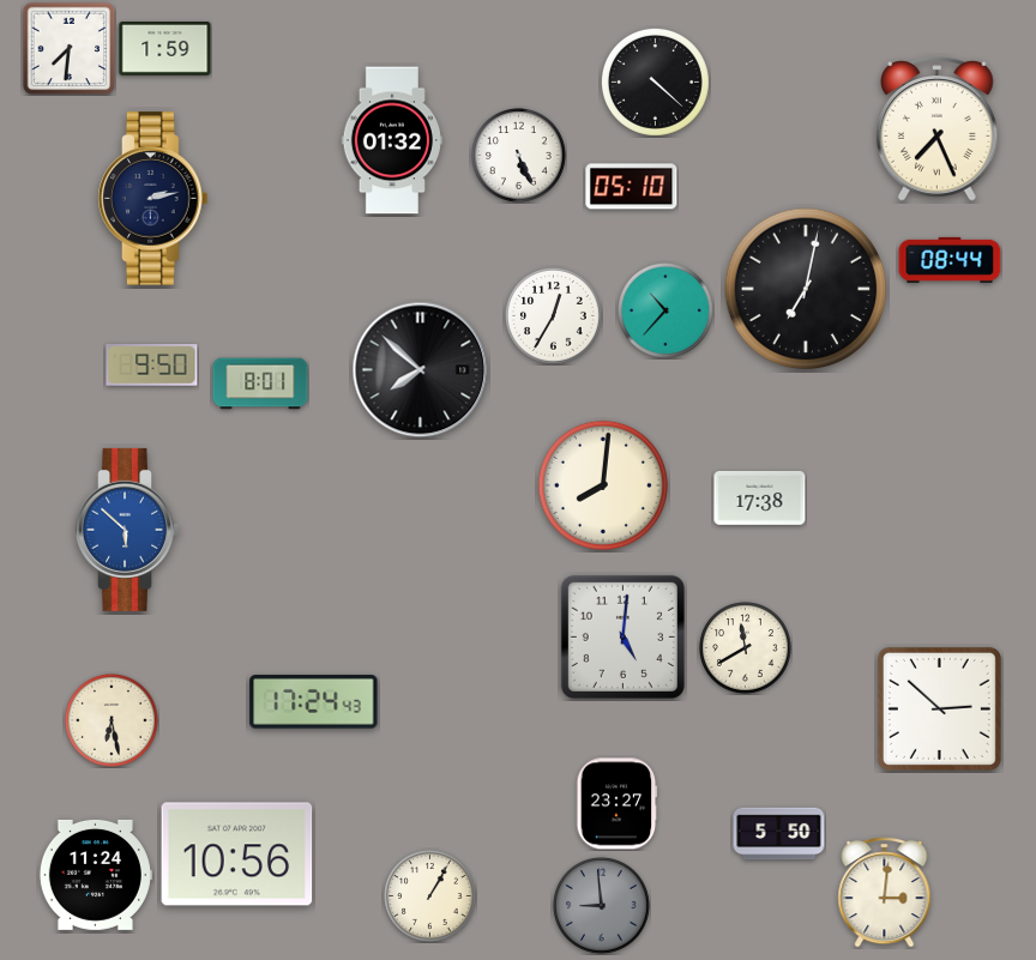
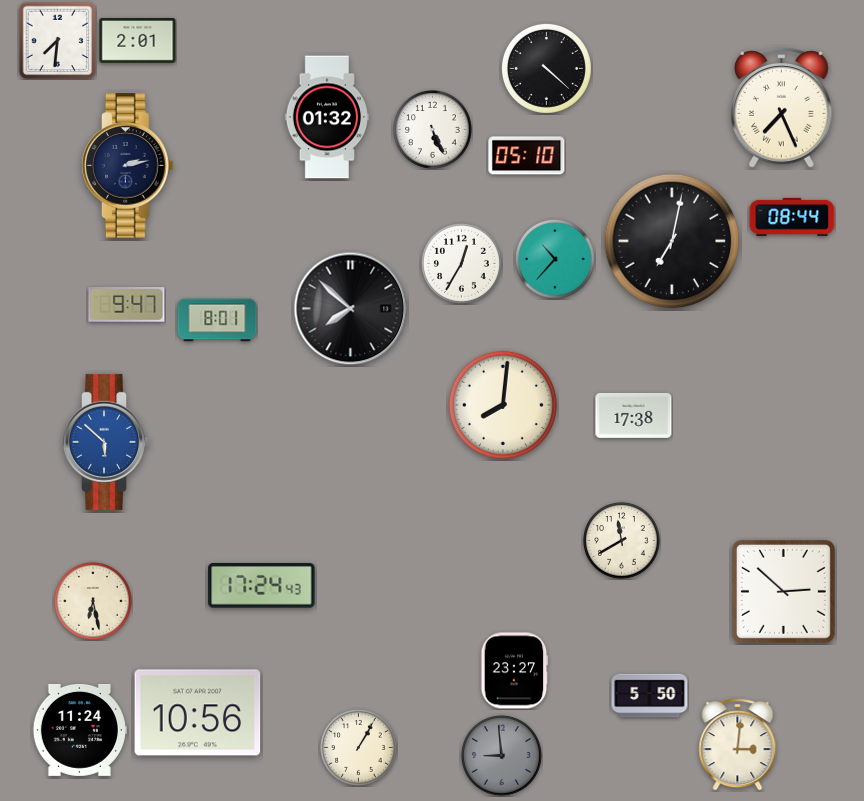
clock at (165, 49): 1:59 -> 2:01
clock at (152, 366): 9:50 -> 9:47
clock at (622, 636): 5:01 -> none
